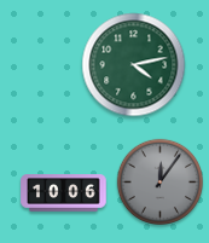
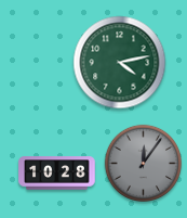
clock at (134, 65) position: (134, 65) -> (120, 63)
clock at (64, 193): 10:06 -> 10:28
